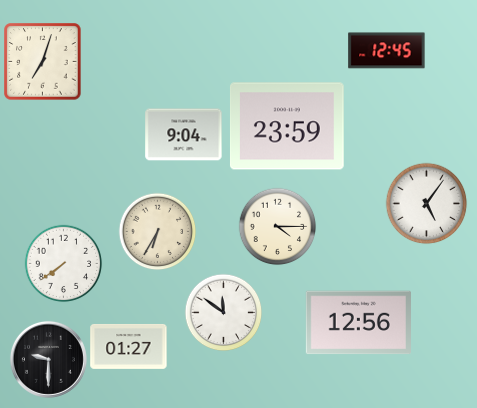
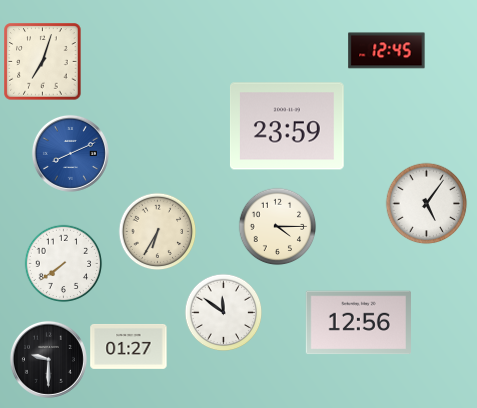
clock at (184, 135): 9:04 -> none
clock at (70, 153): none -> 8:11
